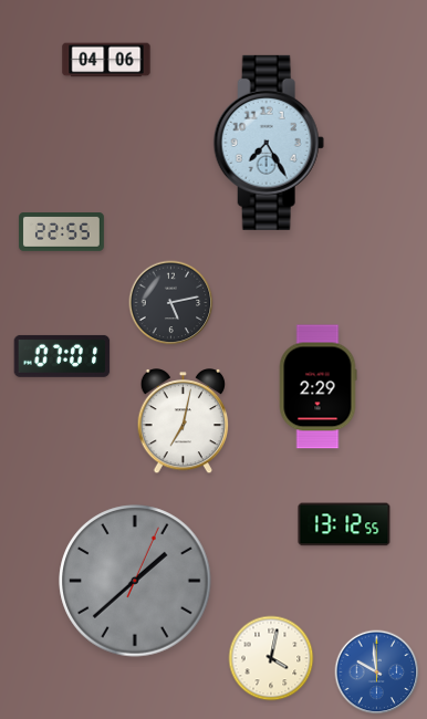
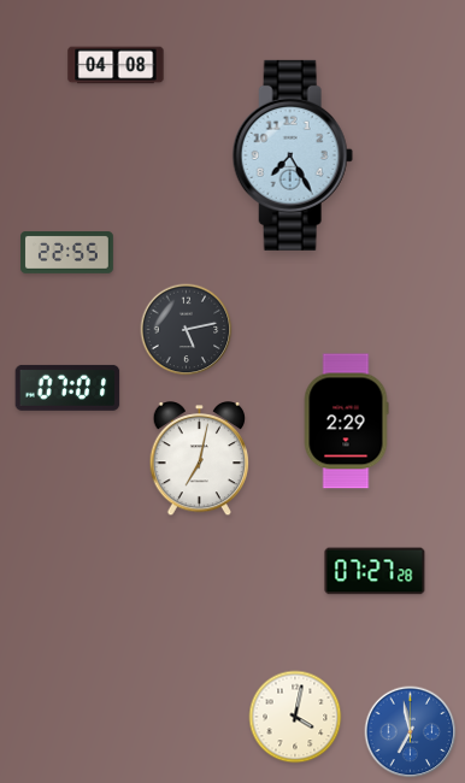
clock at (106, 60): 04:06 -> 04:08
clock at (344, 524): 13:12 -> 07:27
clock at (135, 581): 1:38 -> none
clock at (377, 673): 9:59 -> 6:58
